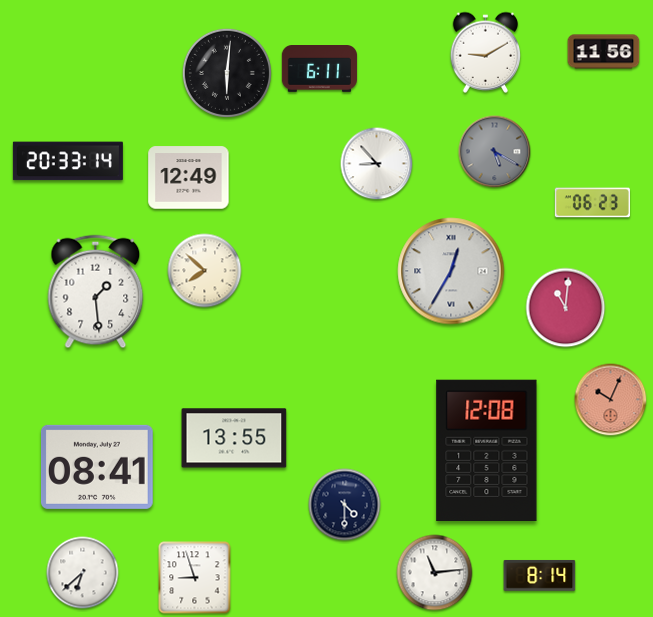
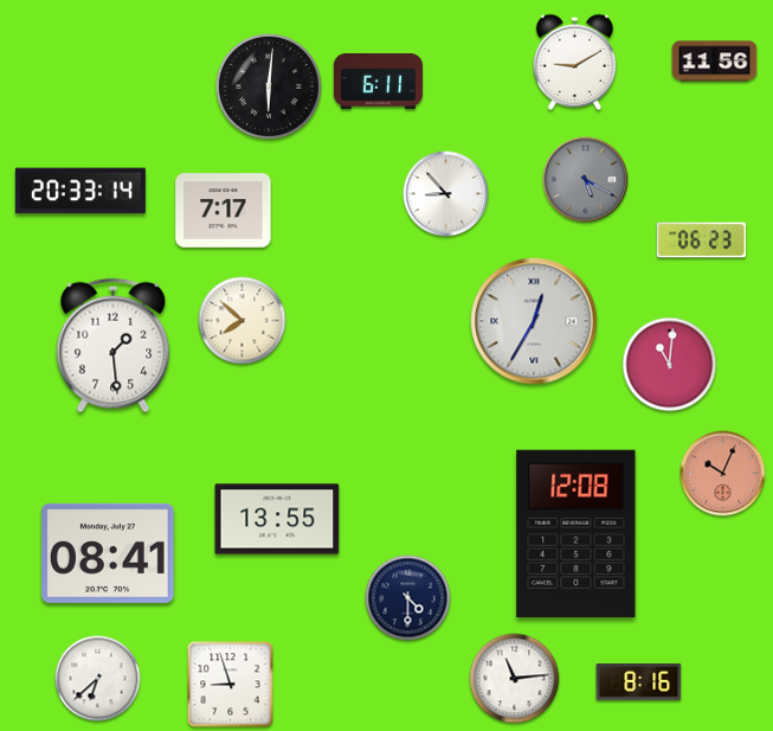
clock at (189, 178): 12:49 -> 7:17
clock at (97, 467) position: (97, 467) -> (108, 553)
clock at (540, 575): 8:14 -> 8:16
